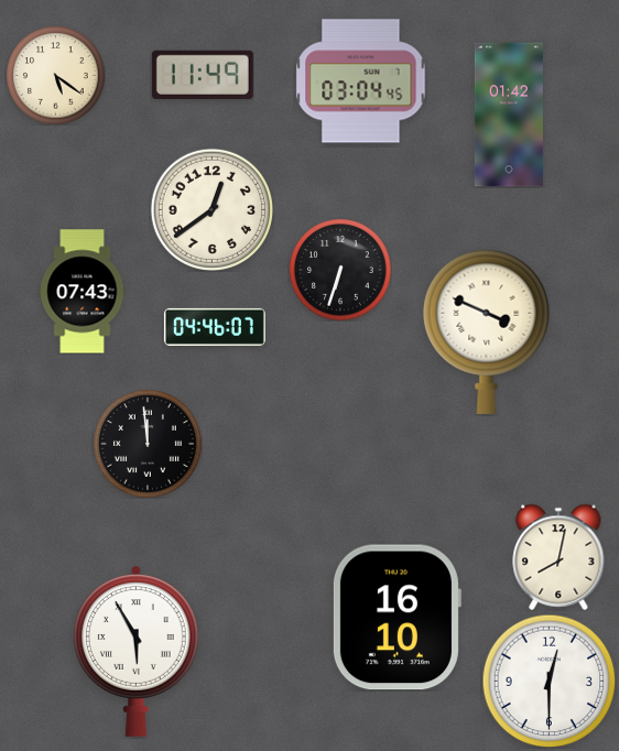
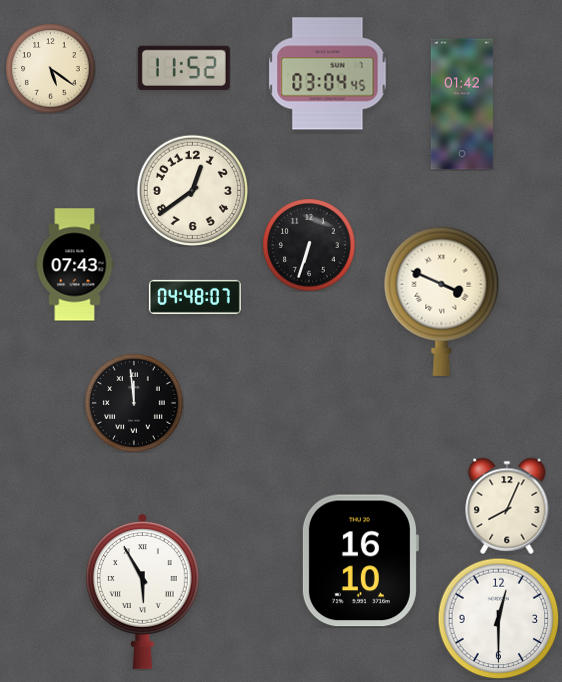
clock at (203, 75): 11:49 -> 11:52
clock at (215, 327): 04:46 -> 04:48
clock at (558, 557): 8:02 -> 8:04
clock at (135, 651) position: (135, 651) -> (142, 591)
